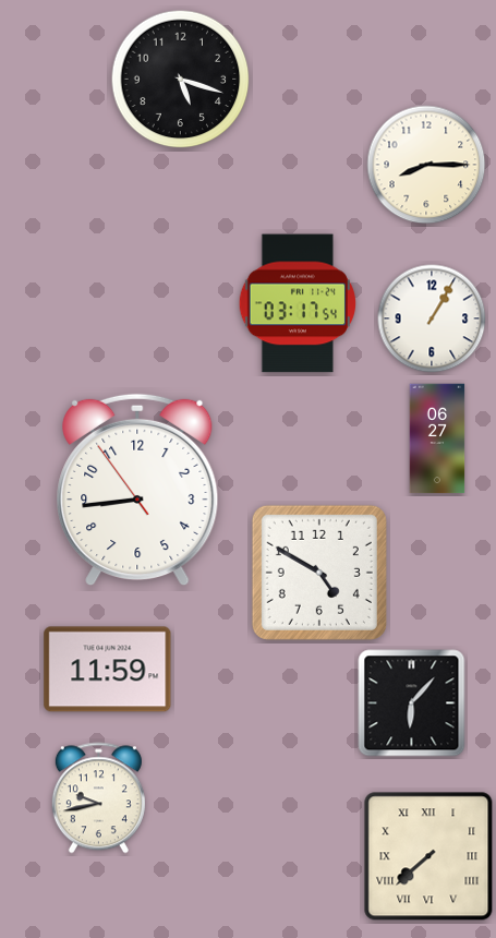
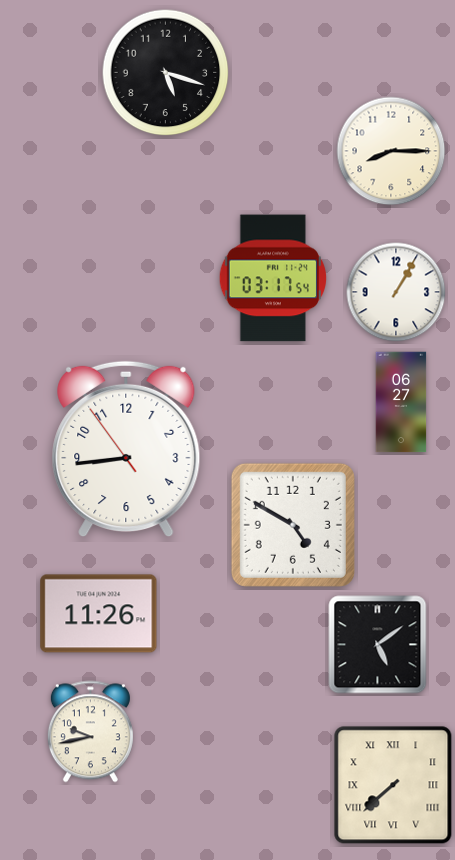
clock at (108, 670): 11:59 -> 11:26
clock at (412, 703): 6:07 -> 5:09
